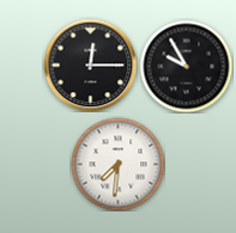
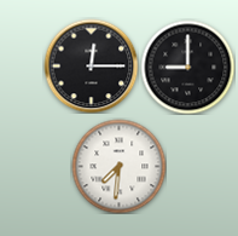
clock at (186, 66): 9:55 -> 9:00
